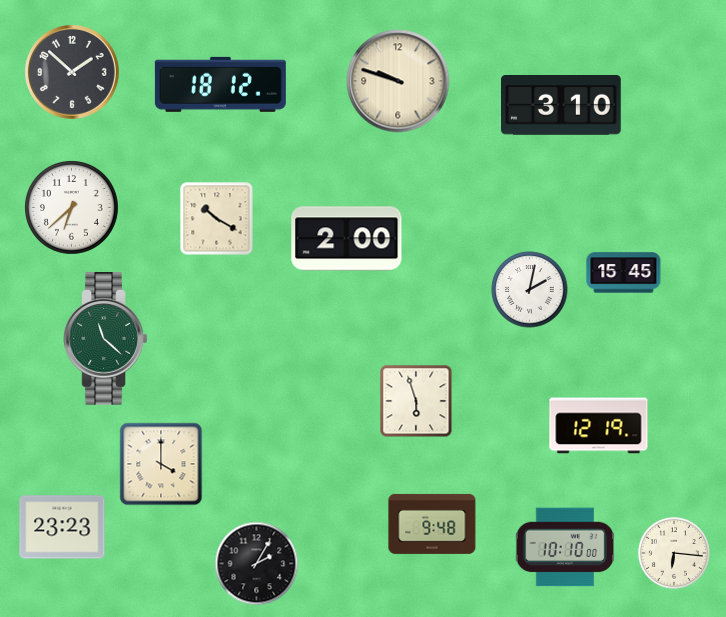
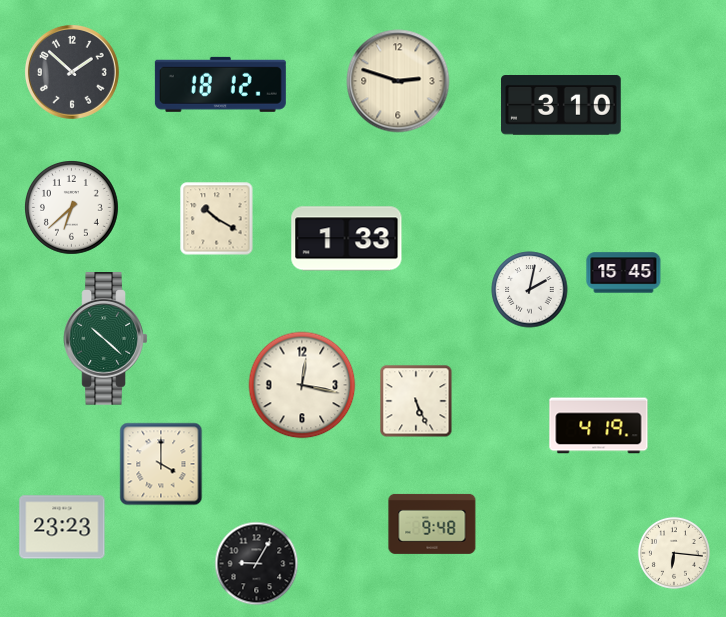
clock at (398, 81): 9:48 -> 2:48
clock at (347, 239): 2:00 -> 1:33
clock at (106, 339): 11:22 -> 10:22
clock at (302, 385): none -> 12:17
clock at (416, 401): 5:57 -> 5:26
clock at (599, 426): 12:19 -> 4:19
clock at (565, 547): 10:10 -> none
clock at (257, 564): 2:05 -> 9:05
